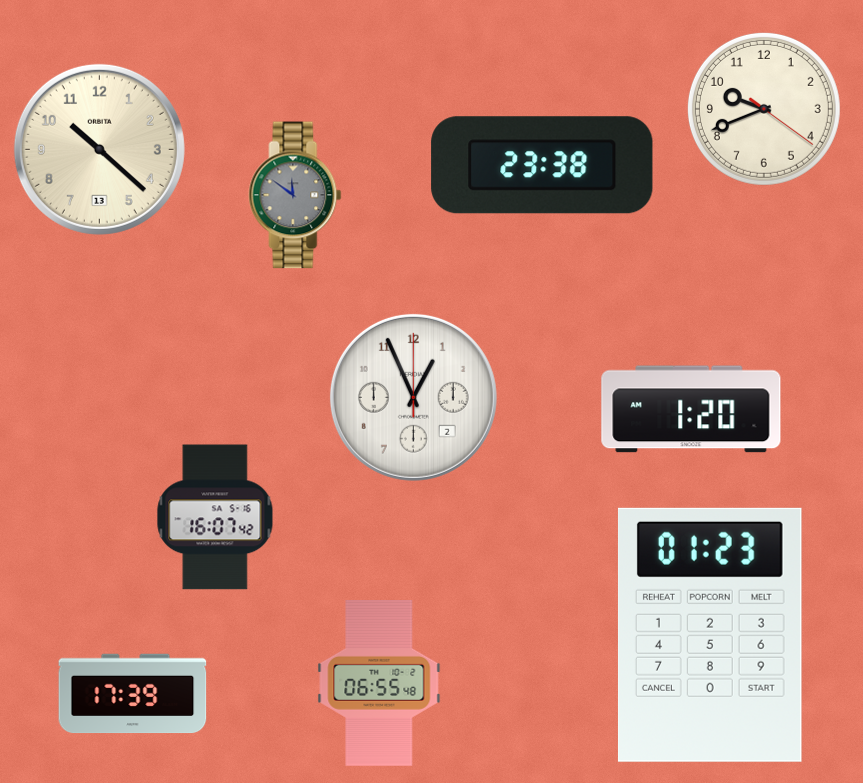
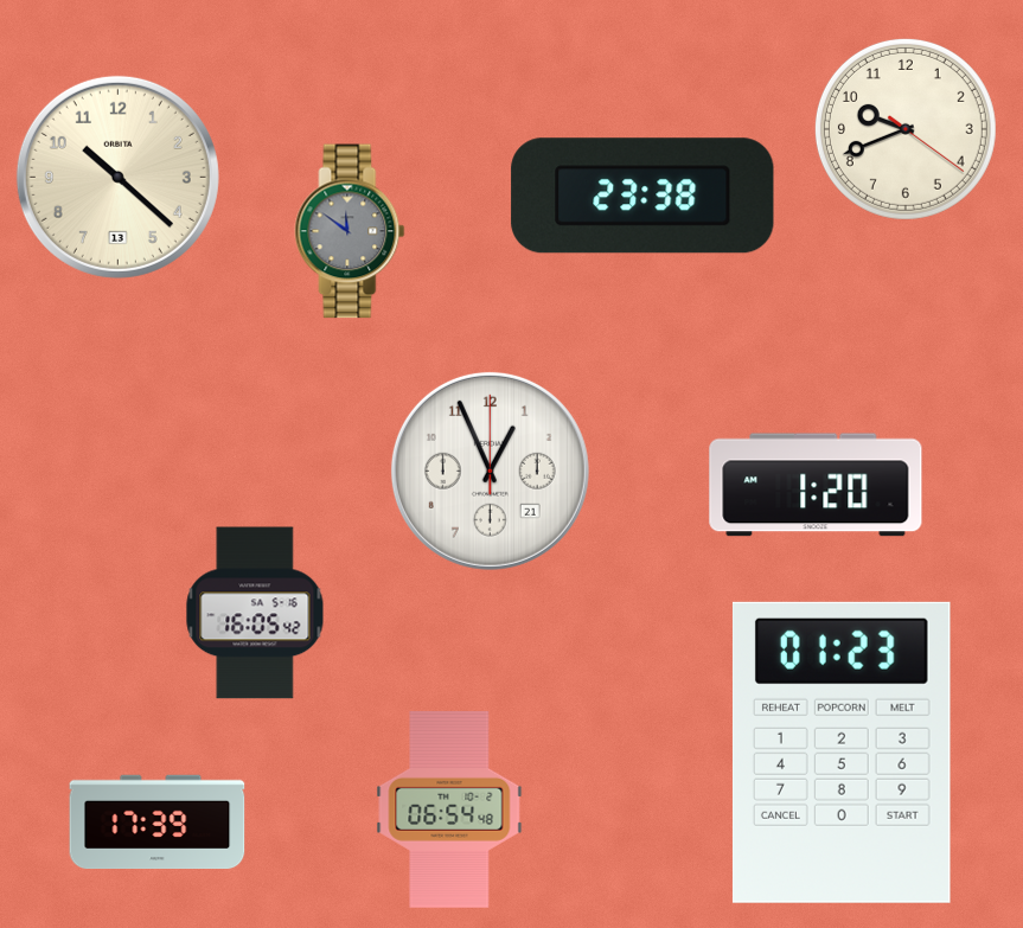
clock at (413, 397) date: 2 -> 21
clock at (691, 409) position: (691, 409) -> (816, 485)
clock at (215, 517): 16:07 -> 16:05
clock at (379, 683): 06:55 -> 06:54
